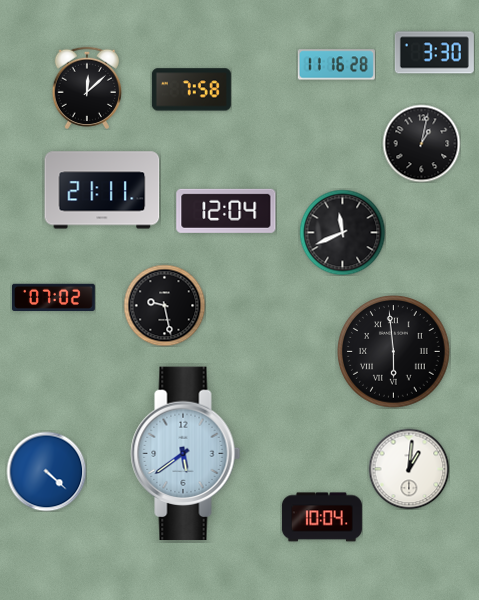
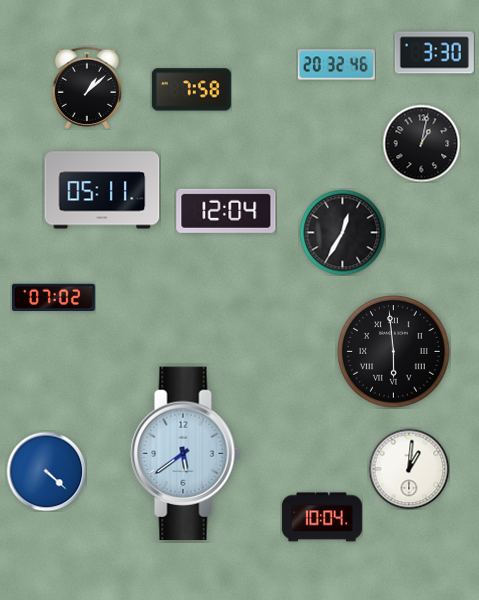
clock at (336, 65): 11:16 -> 20:32
clock at (86, 87): 12:08 -> 1:08
clock at (102, 190): 21:11 -> 05:11
clock at (342, 232): 11:41 -> 12:35
clock at (164, 305): 9:28 -> none
